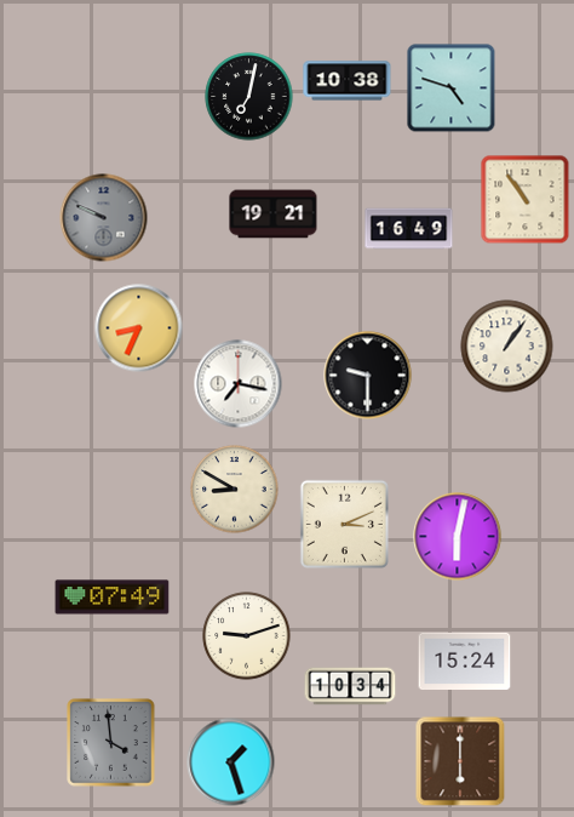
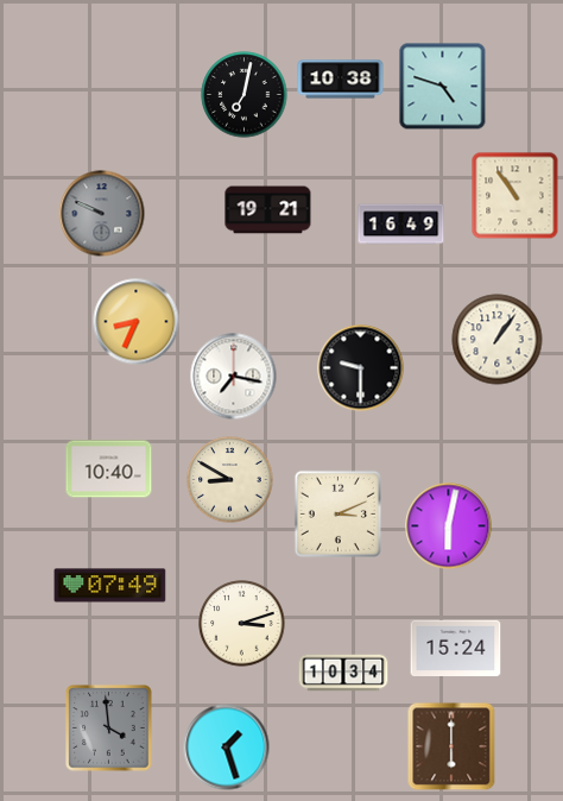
clock at (109, 469): none -> 10:40
clock at (247, 636): 9:12 -> 3:12
